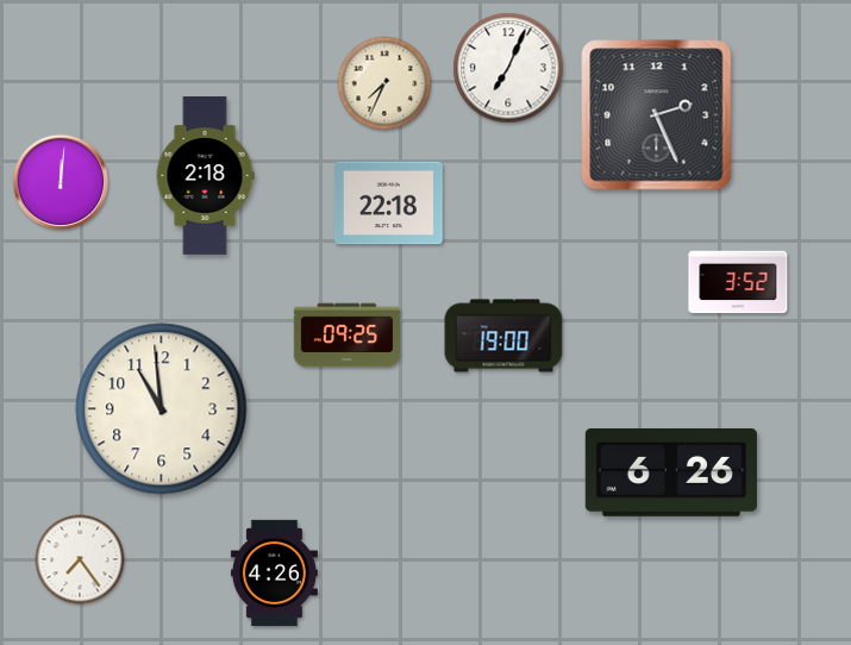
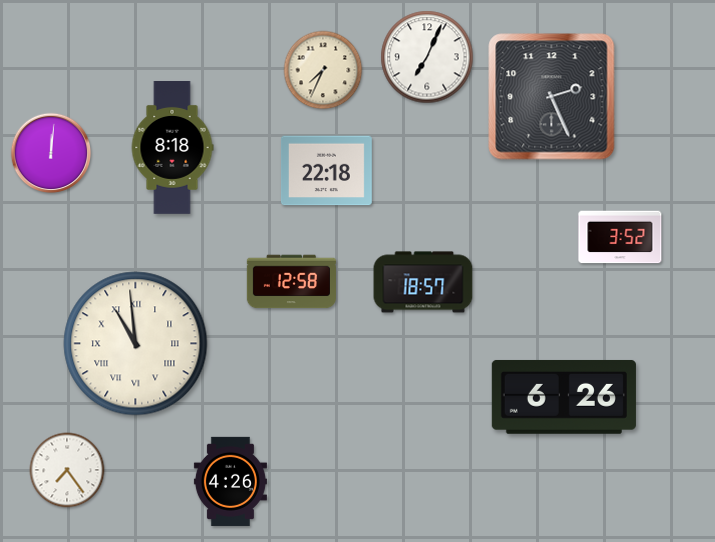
clock at (205, 176): 2:18 -> 8:18
clock at (346, 336): 09:25 -> 12:58
clock at (503, 336): 19:00 -> 18:57
clock at (162, 409) numerals: Arabic -> Roman
